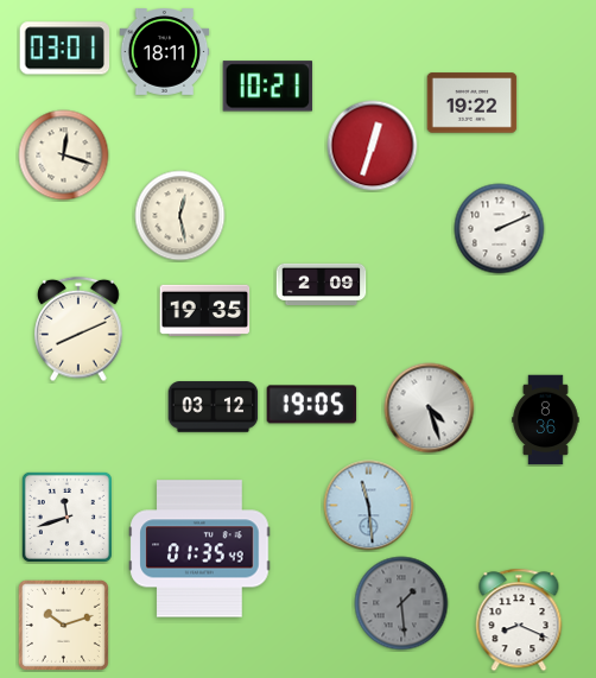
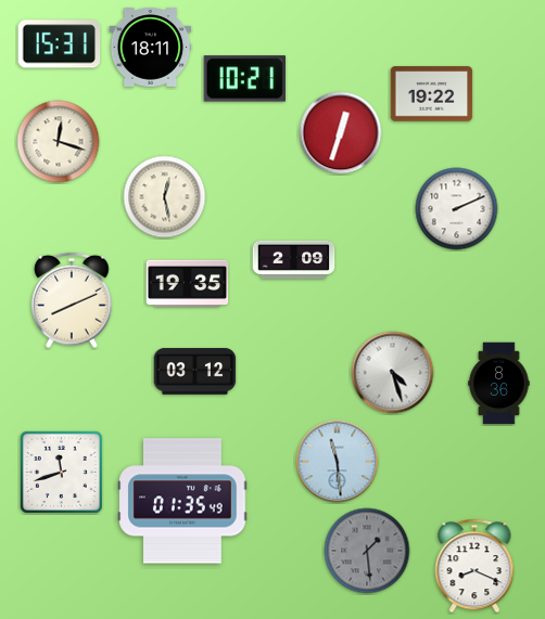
clock at (65, 49): 03:01 -> 15:31
clock at (312, 405): 19:05 -> none
clock at (63, 625): 10:12 -> none
